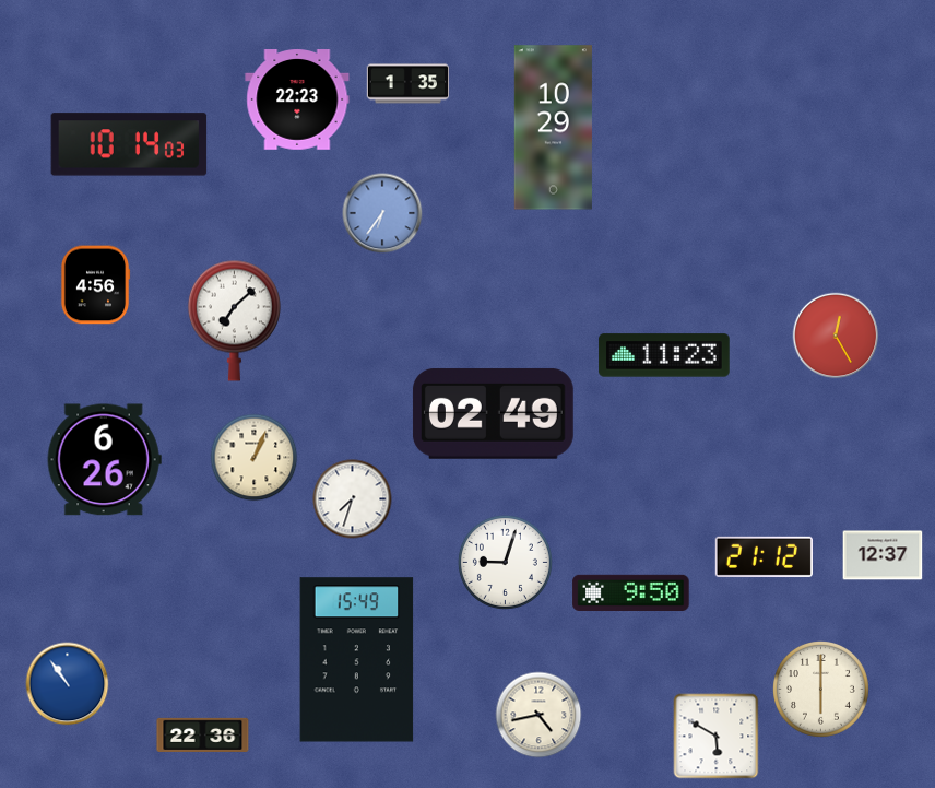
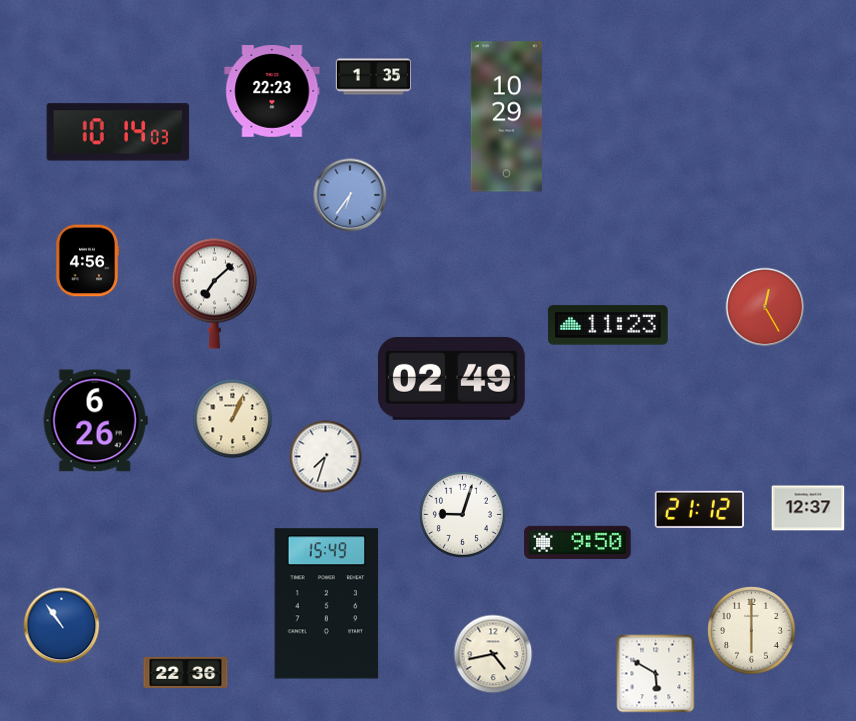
clock at (353, 499) position: (353, 499) -> (326, 457)
